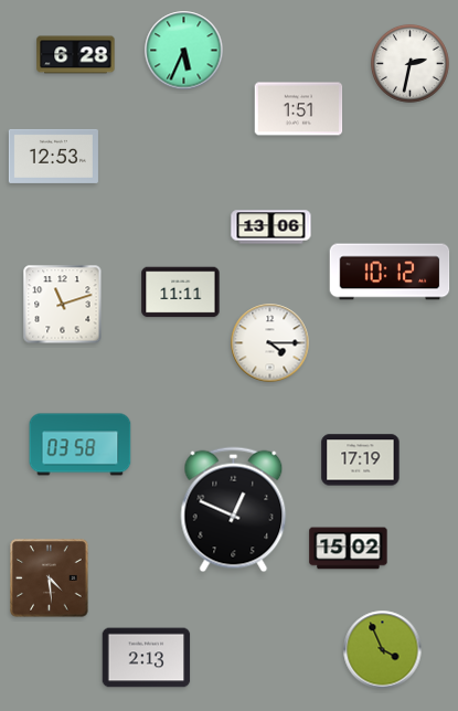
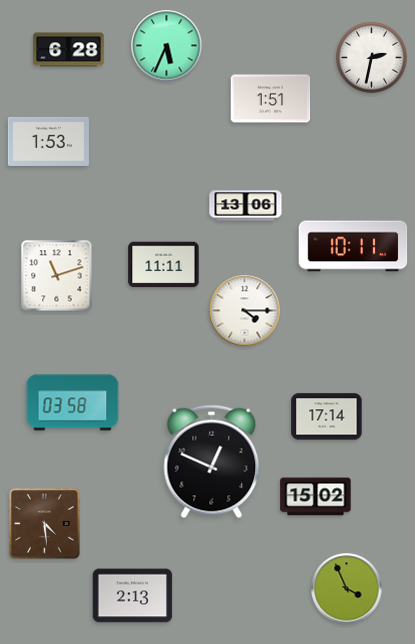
clock at (53, 156): 12:53 -> 1:53
clock at (390, 272): 10:12 -> 10:11
clock at (361, 460): 17:19 -> 17:14
